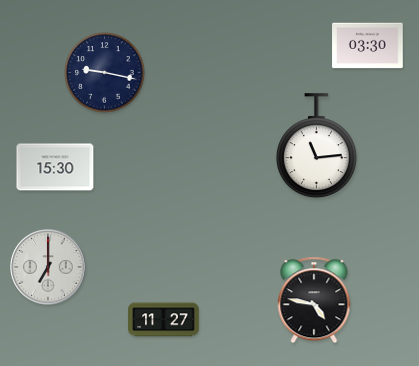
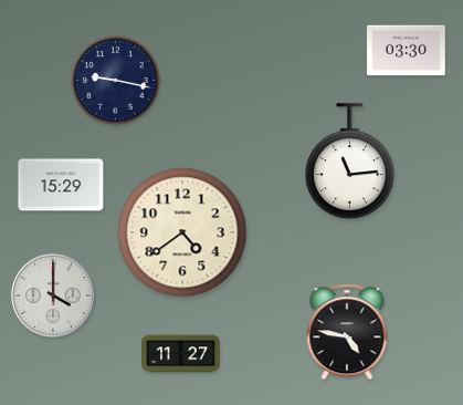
clock at (55, 167): 15:30 -> 15:29
clock at (182, 232): none -> 4:39
clock at (48, 267): 7:00 -> 4:00
